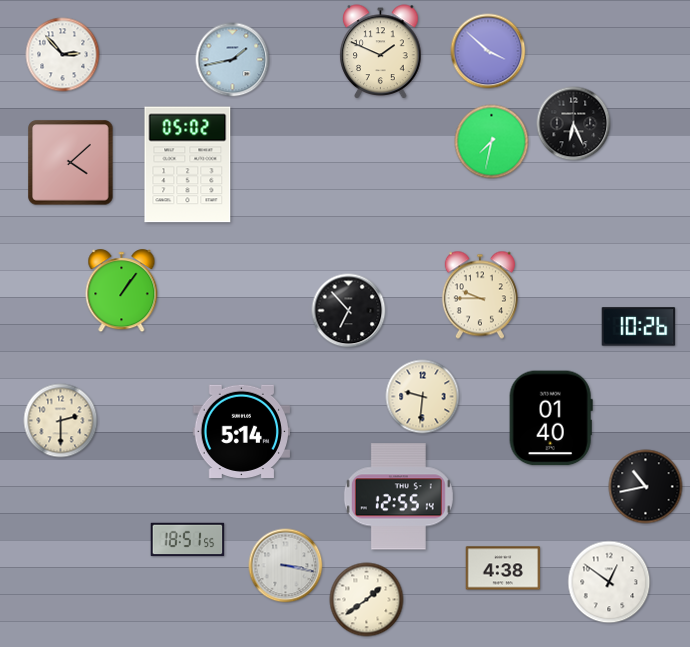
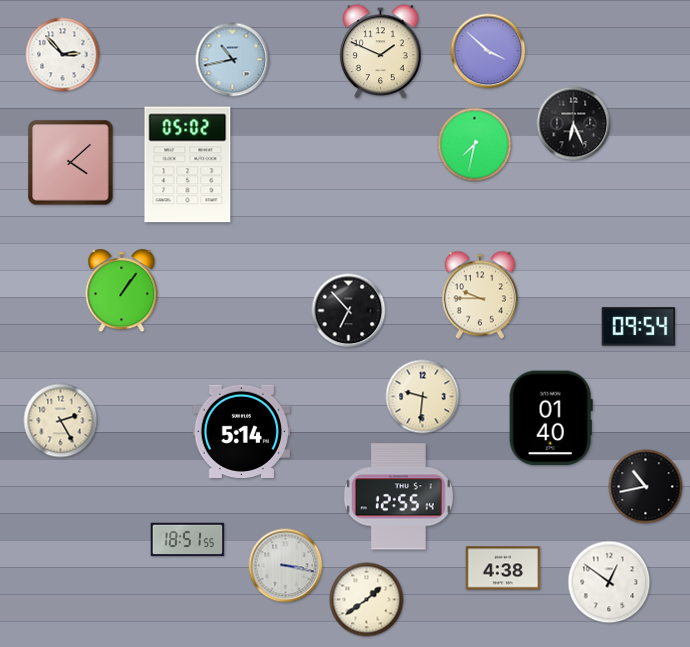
clock at (233, 60): 1:43 -> 10:43
clock at (492, 142) position: (492, 142) -> (475, 145)
clock at (639, 327): 10:26 -> 09:54
clock at (61, 421): 2:30 -> 2:25
